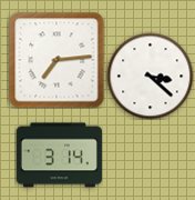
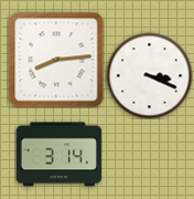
clock at (57, 60): 7:14 -> 8:14
clock at (150, 76): 3:22 -> 3:19
